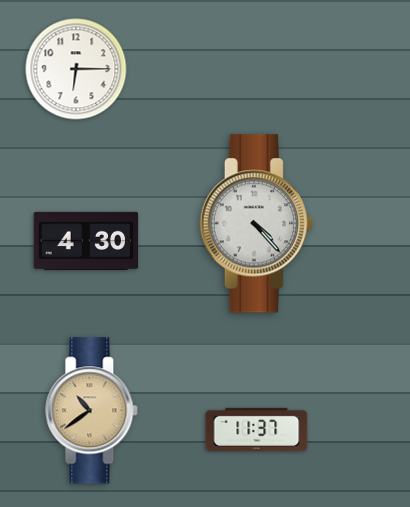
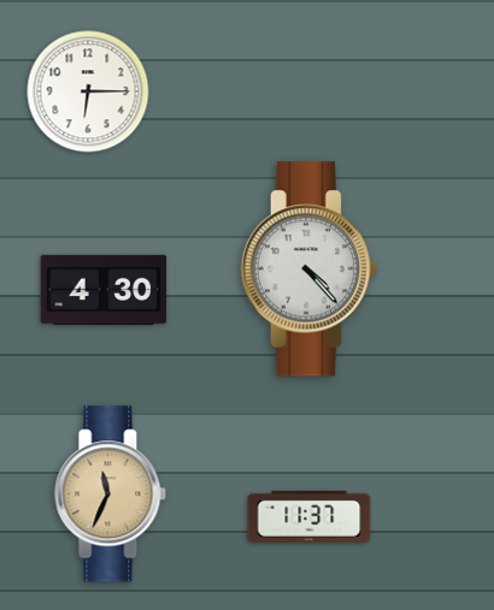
clock at (76, 69) position: (76, 69) -> (88, 91)
clock at (92, 411): 10:39 -> 11:34
